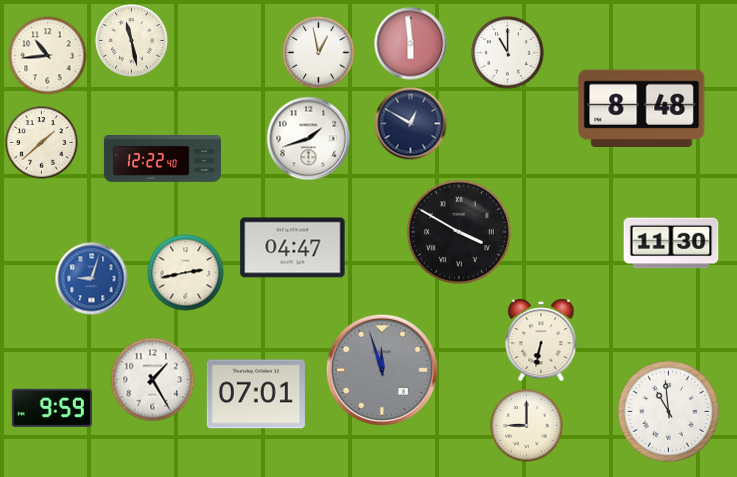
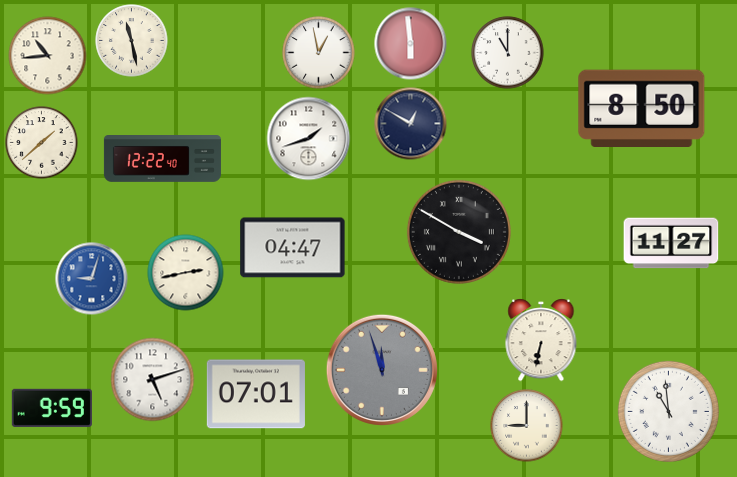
clock at (642, 108): 8:48 -> 8:50
clock at (671, 243): 11:30 -> 11:27
clock at (153, 380): 1:25 -> 5:12
